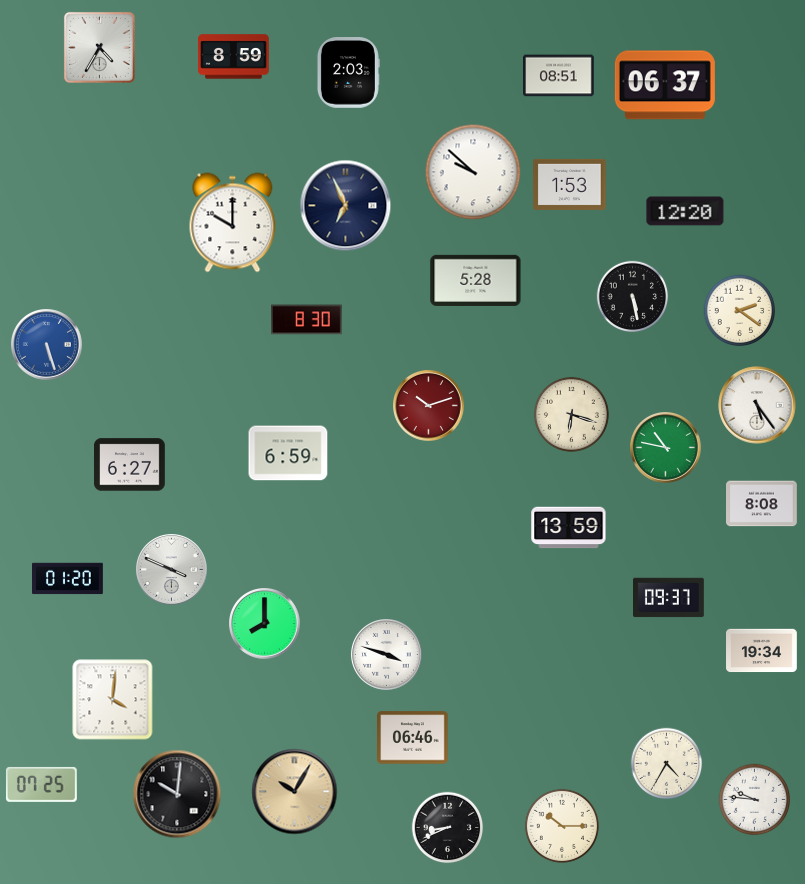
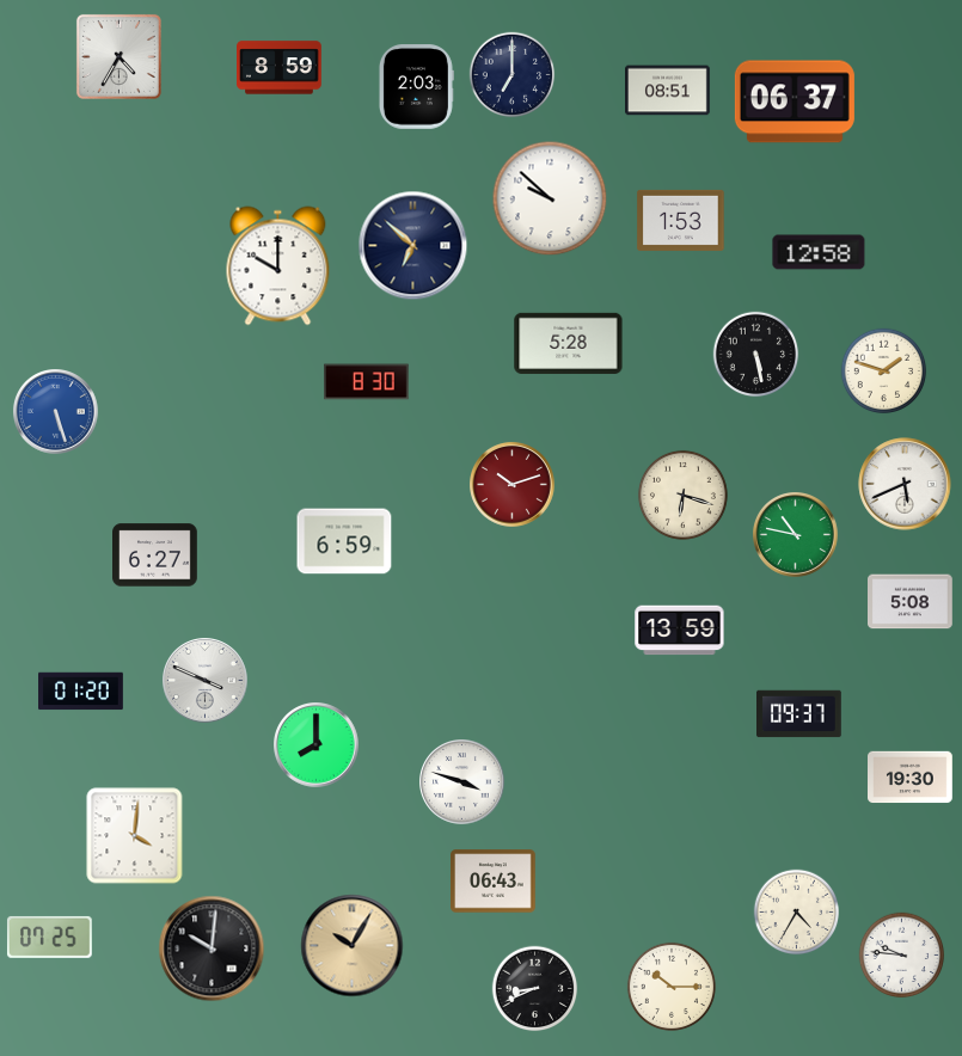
clock at (513, 75): none -> 7:00
clock at (473, 172) position: (473, 172) -> (550, 198)
clock at (346, 206): 6:56 -> 6:52
clock at (685, 211): 12:20 -> 12:58
clock at (476, 280) position: (476, 280) -> (569, 343)
clock at (740, 311): 2:21 -> 1:48
clock at (757, 405): 5:24 -> 5:41
clock at (762, 504): 8:08 -> 5:08
clock at (762, 651): 19:34 -> 19:30
clock at (413, 738): 06:46 -> 06:43
